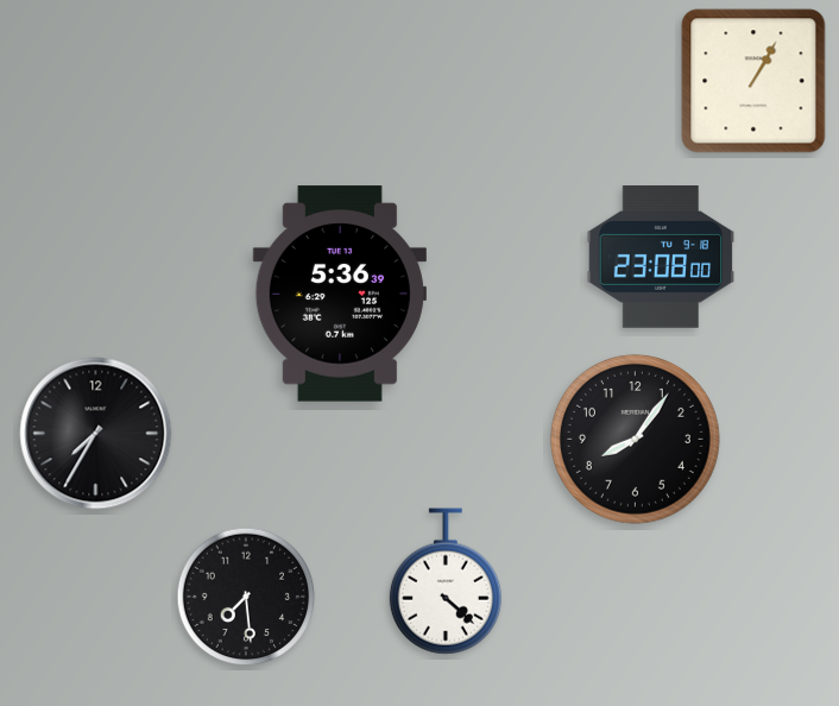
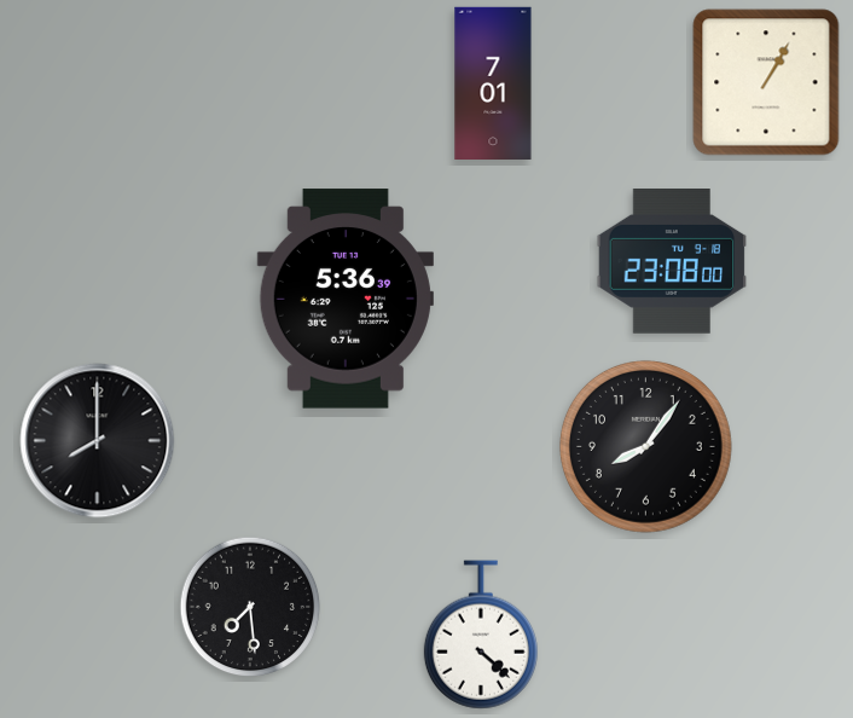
clock at (493, 83): none -> 7:01
clock at (96, 434): 7:35 -> 8:00
clock at (446, 581) position: (446, 581) -> (481, 635)
